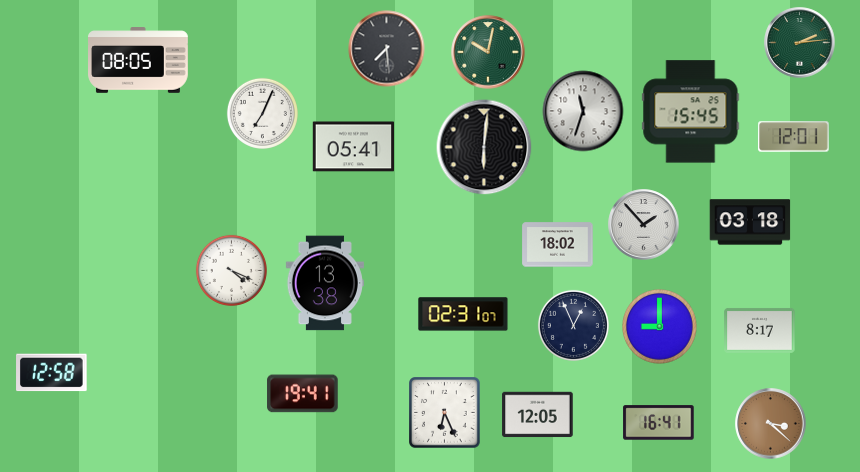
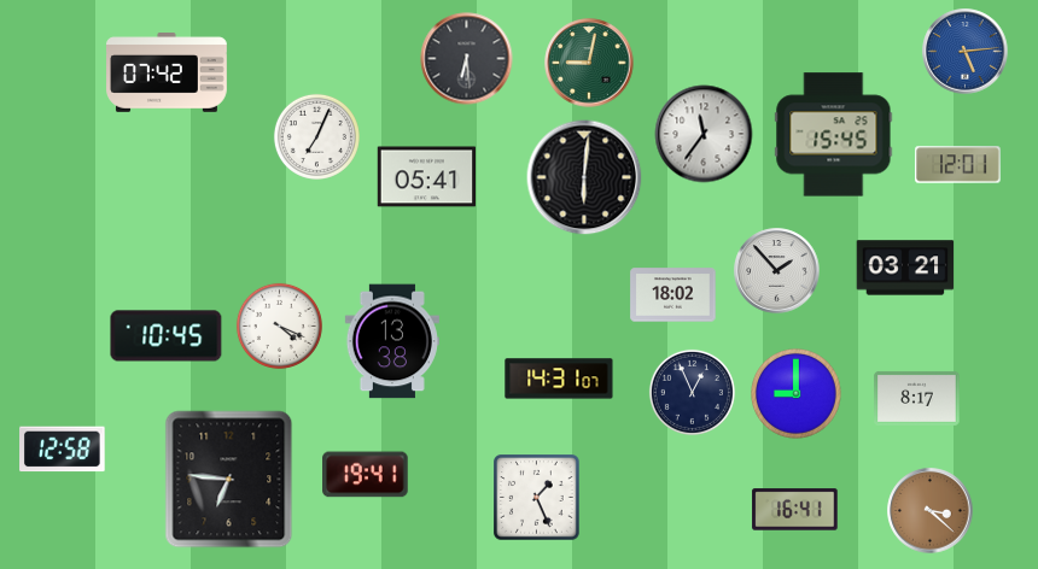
clock at (800, 43): 2:14 -> 5:14
clock at (800, 43) dial: green -> blue
clock at (387, 49): 7:29 -> 6:29
clock at (488, 52): 10:02 -> 9:02
clock at (138, 60): 08:05 -> 07:42
clock at (583, 111): 11:33 -> 11:36
clock at (750, 222): 03:18 -> 03:21
clock at (167, 336): none -> 10:45
clock at (463, 314): 02:31 -> 14:31
clock at (229, 480): none -> 6:46
clock at (445, 413): 6:26 -> 1:26
clock at (538, 415): 12:05 -> none
